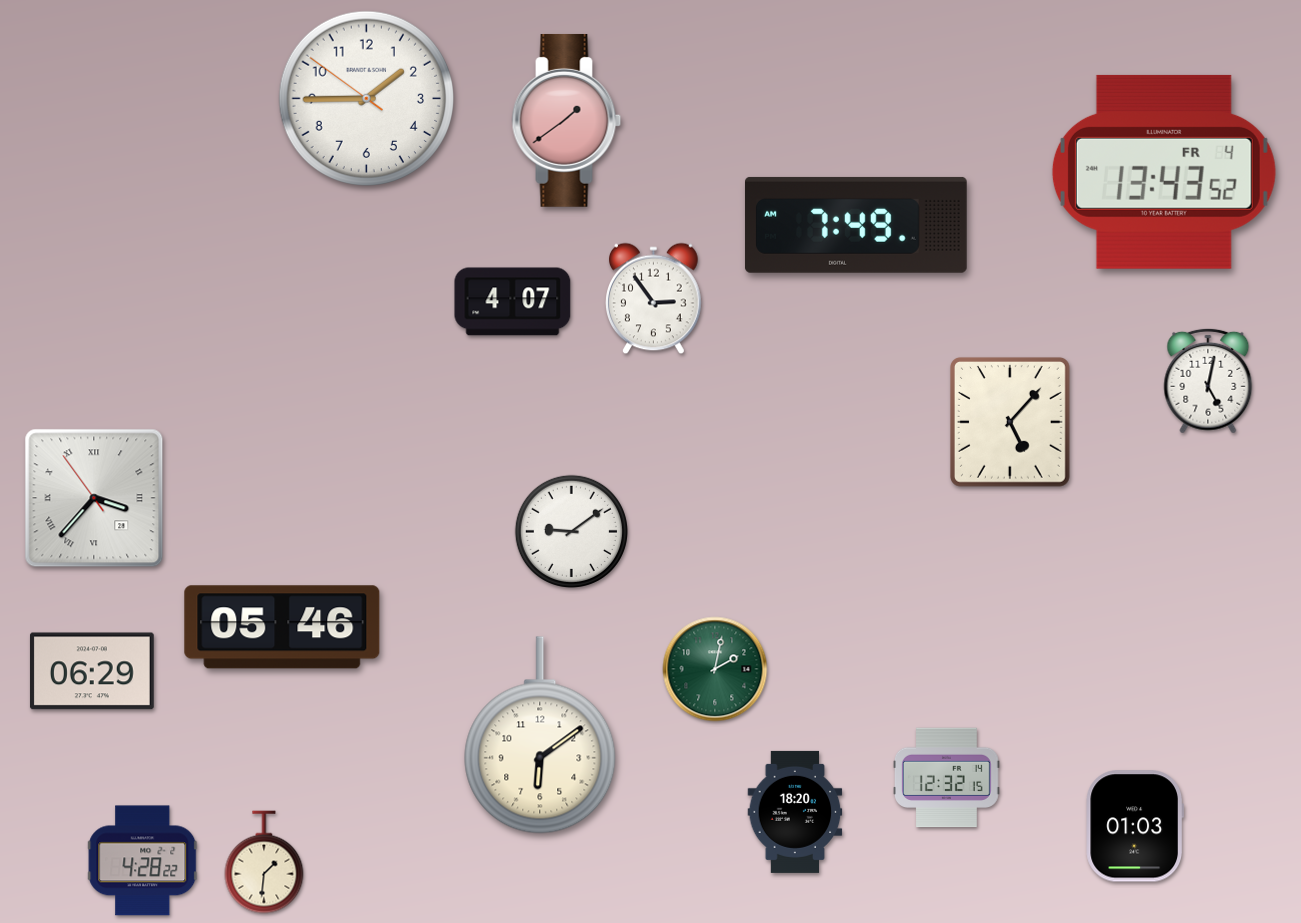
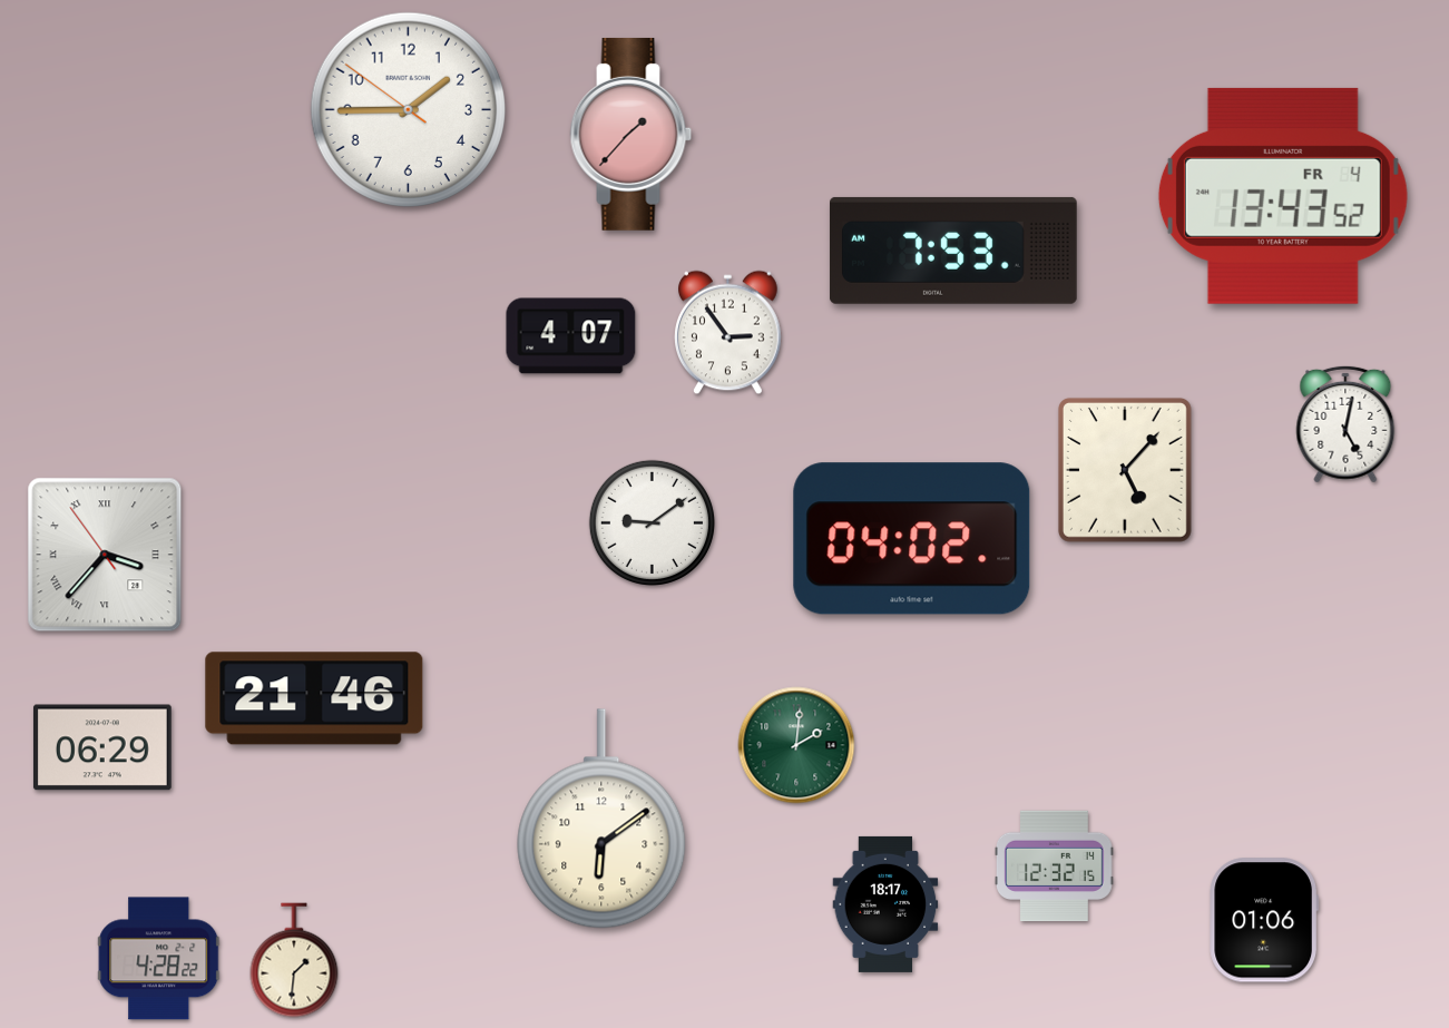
clock at (567, 120): 1:39 -> 1:37
clock at (1164, 172) position: (1164, 172) -> (1283, 196)
clock at (856, 225): 7:49 -> 7:53
clock at (912, 539): none -> 04:02
clock at (571, 531) position: (571, 531) -> (652, 522)
clock at (282, 627): 05:46 -> 21:46
clock at (715, 669): 2:02 -> 2:01
clock at (795, 812): 18:20 -> 18:17
clock at (1134, 826): 01:03 -> 01:06
